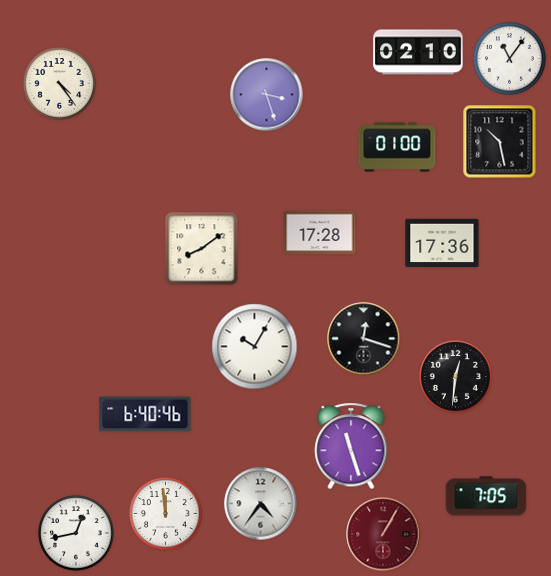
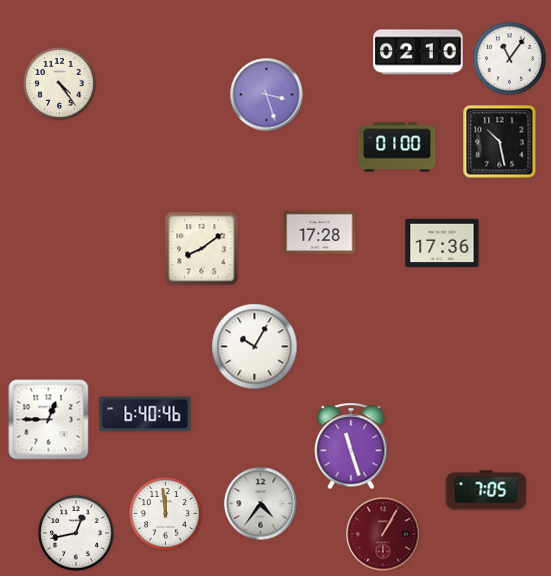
clock at (364, 339): 12:18 -> none
clock at (456, 377): 12:31 -> none
clock at (49, 420): none -> 12:45
clock at (486, 496) position: (486, 496) -> (486, 490)
